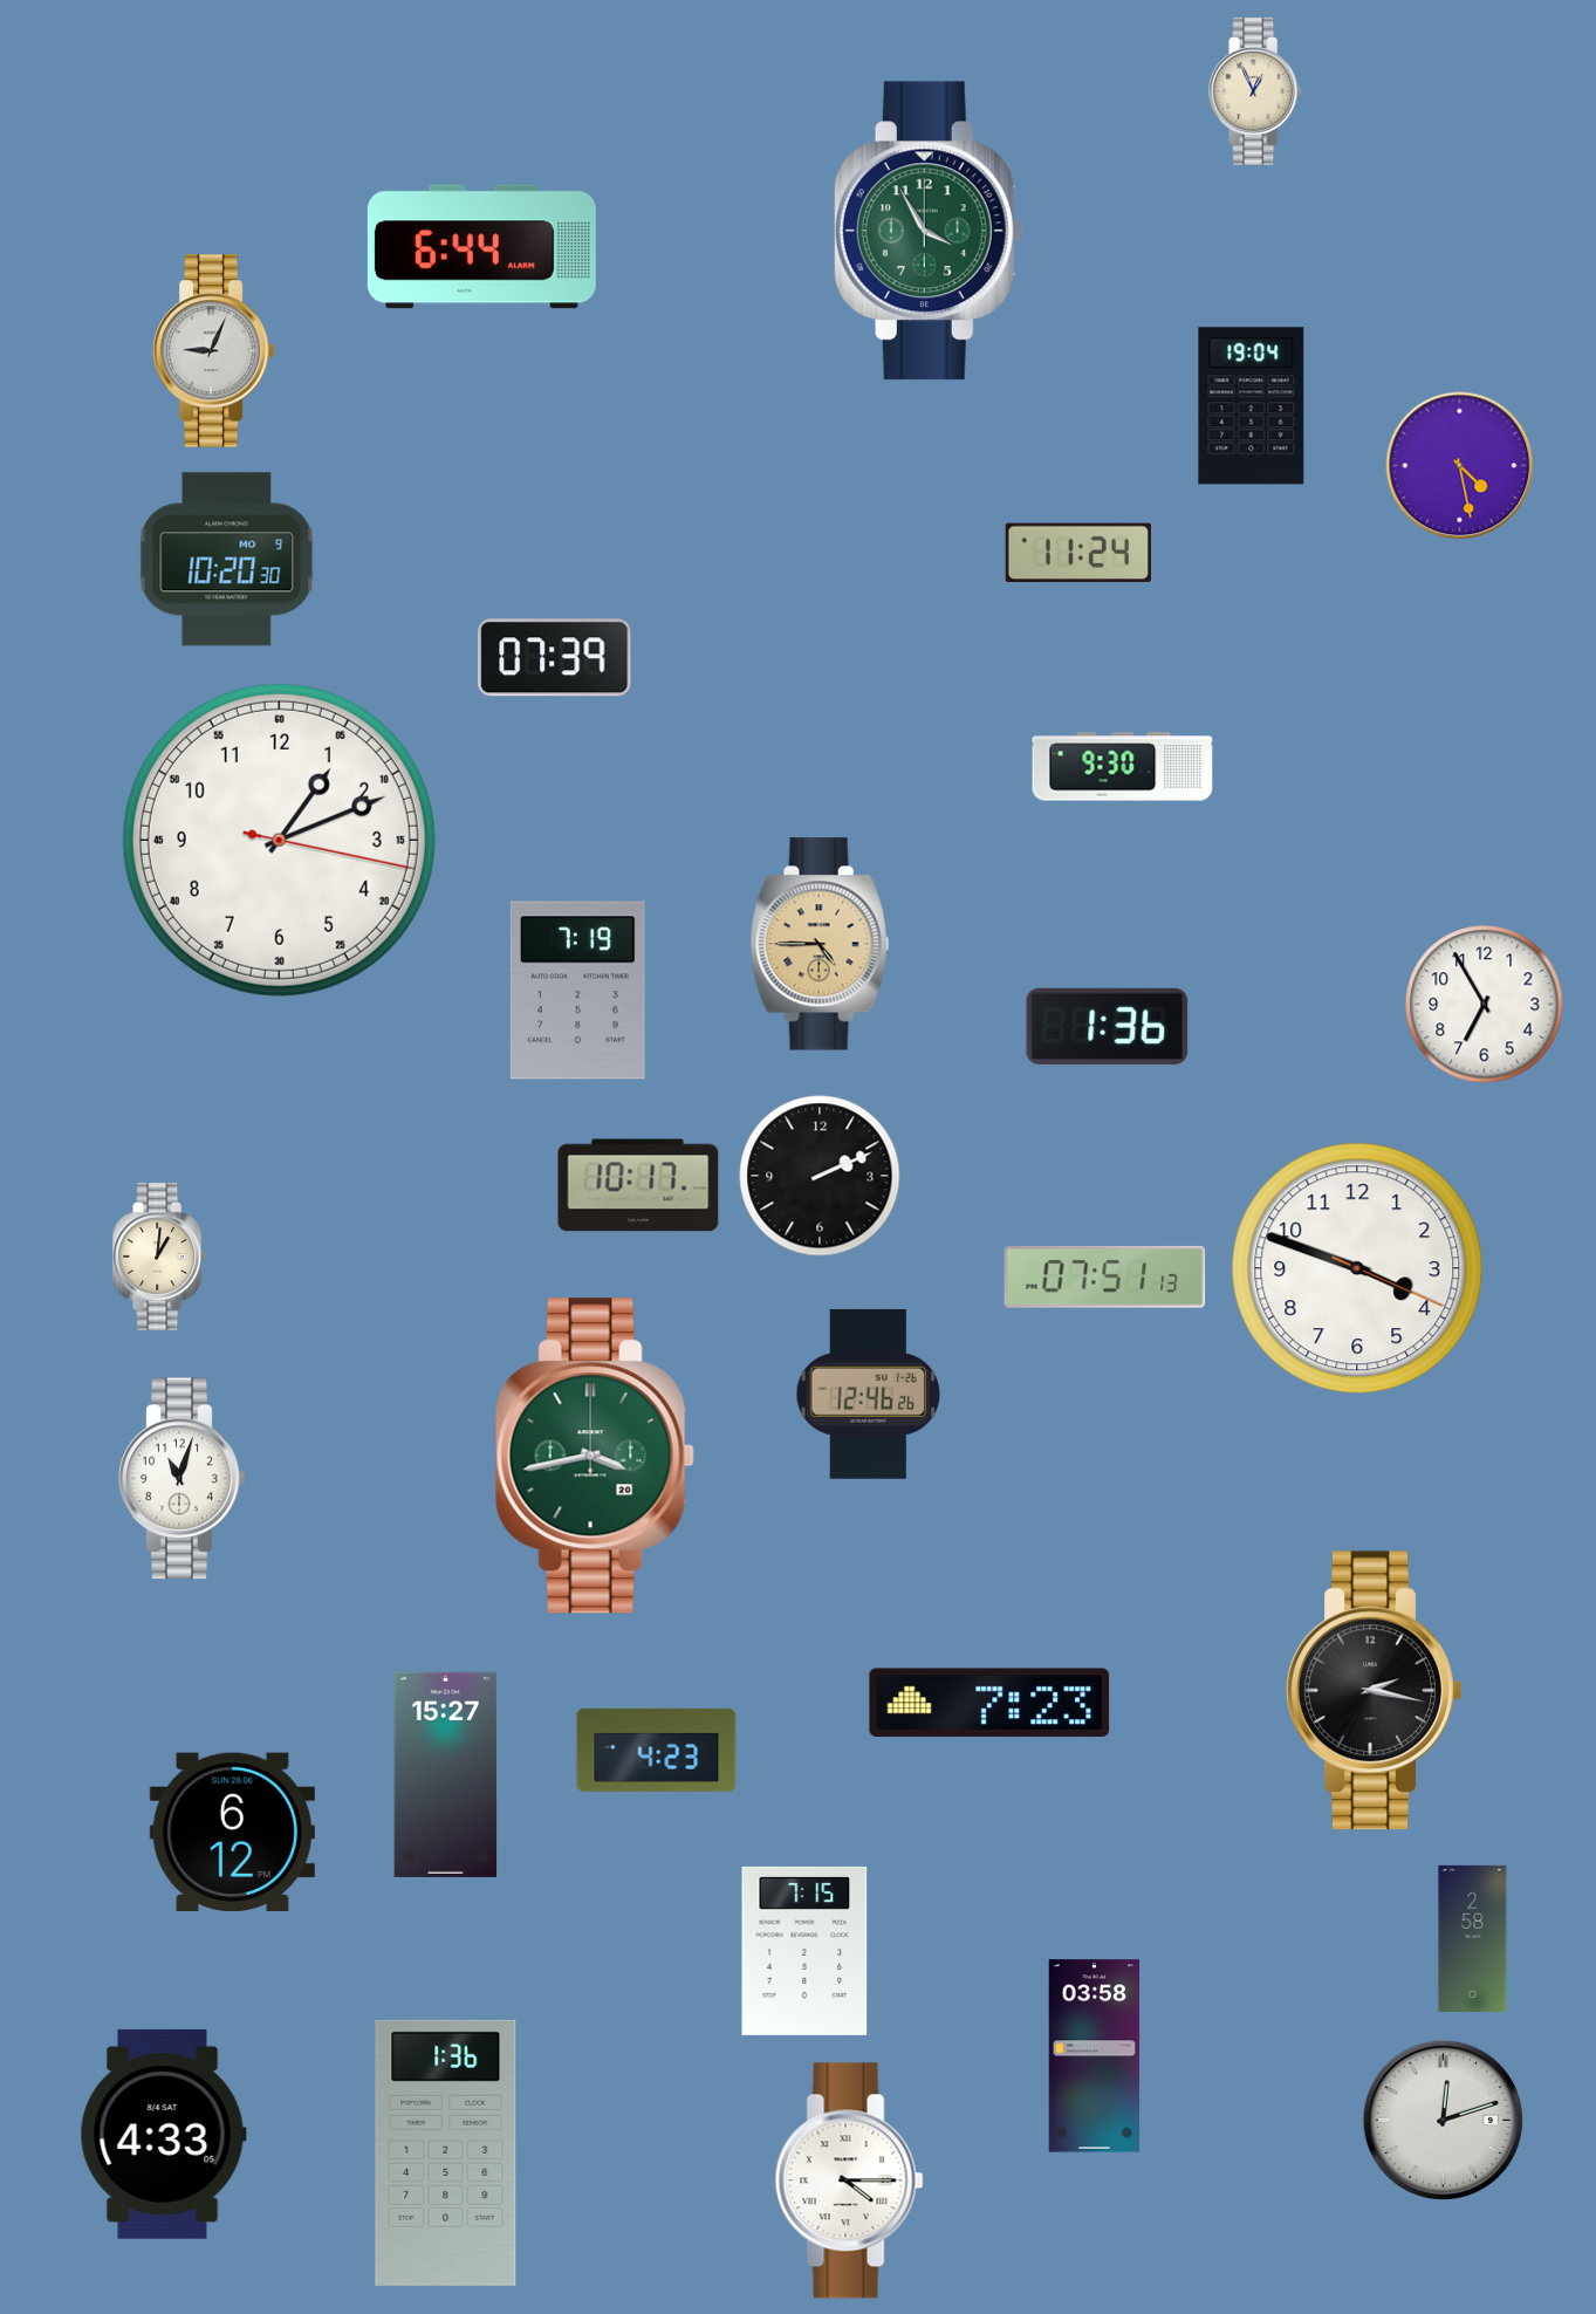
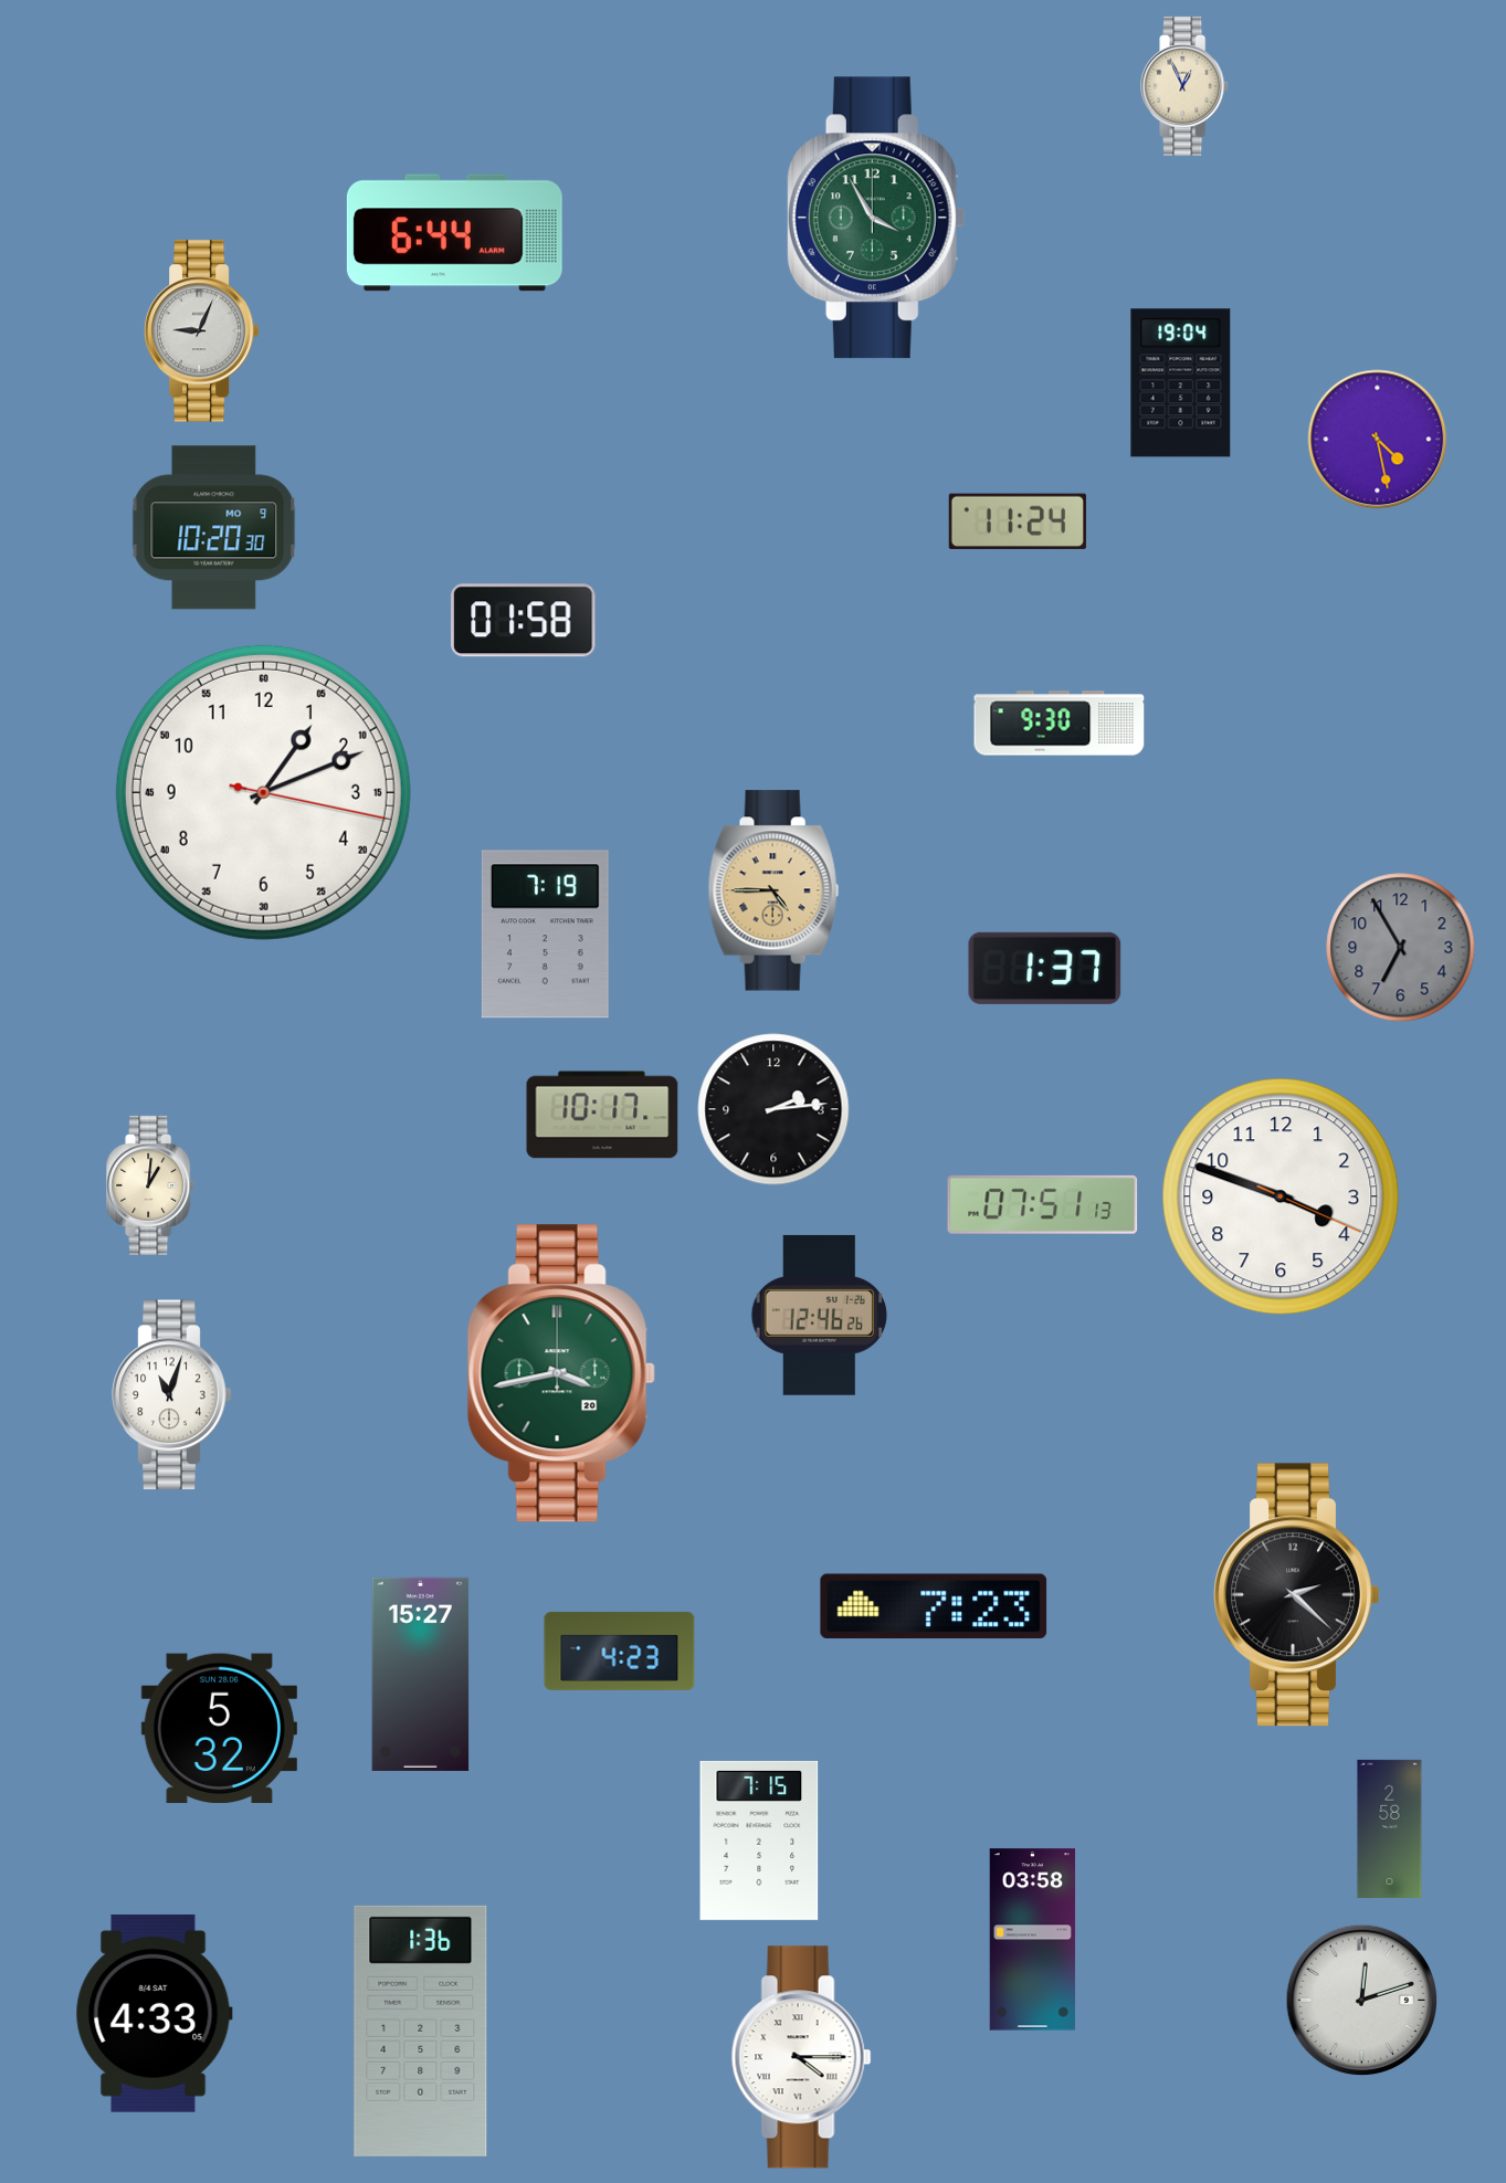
clock at (555, 658): 07:39 -> 01:58
clock at (1485, 1005) dial: white -> grey
clock at (1108, 1026): 1:36 -> 1:37
clock at (820, 1176): 2:11 -> 2:14
clock at (638, 1185) position: (638, 1185) -> (602, 1115)
clock at (1375, 1691): 2:17 -> 2:22
clock at (232, 1833): 6:12 -> 5:32
